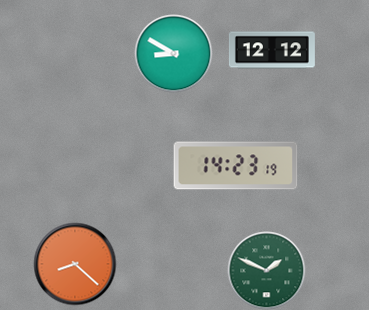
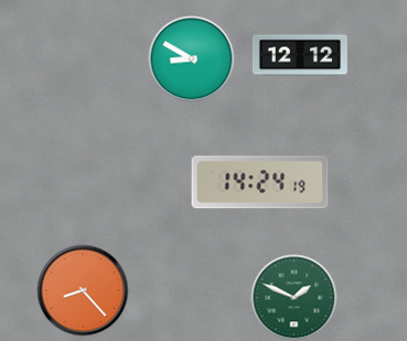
clock at (236, 166): 14:23 -> 14:24
clock at (75, 264): 8:22 -> 8:23
